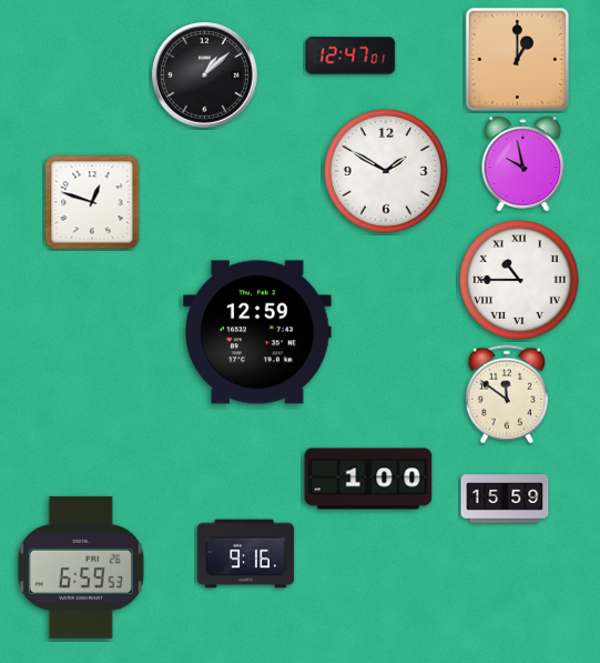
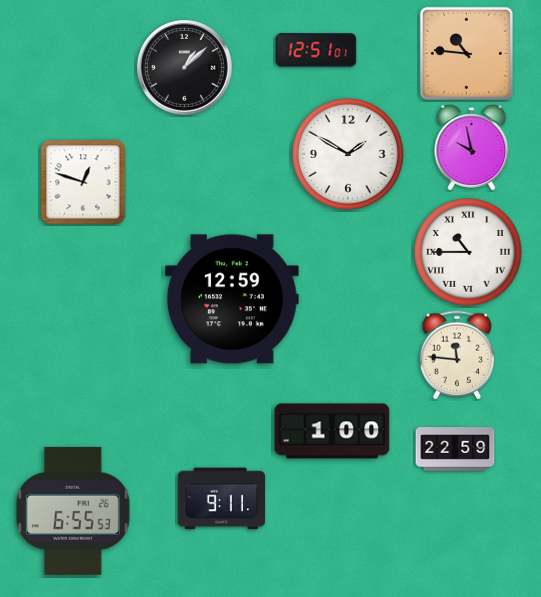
clock at (350, 56): 12:47 -> 12:51
clock at (517, 59): 1:00 -> 10:46
clock at (507, 394): 11:51 -> 11:46
clock at (505, 499): 15:59 -> 22:59
clock at (245, 554): 9:16 -> 9:11
clock at (81, 567): 6:59 -> 6:55
